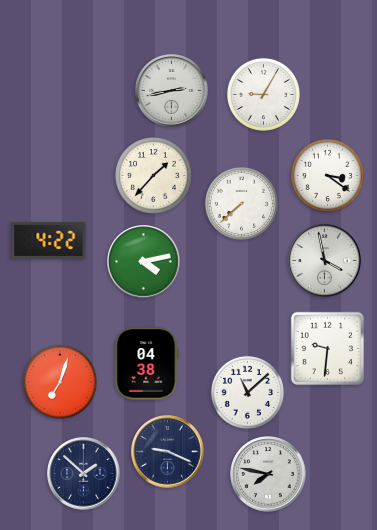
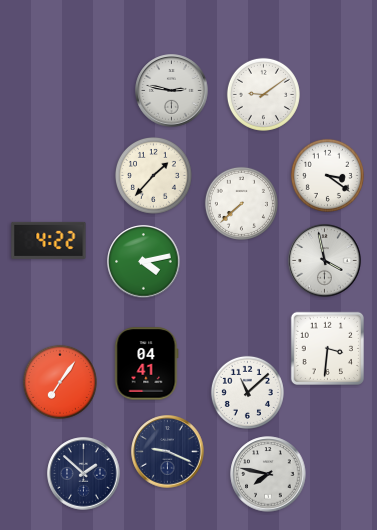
clock at (172, 91): 2:43 -> 2:47
clock at (263, 94): 9:05 -> 9:09
clock at (327, 348): 9:31 -> 3:31
clock at (147, 364): 04:38 -> 04:41
clock at (60, 382): 7:03 -> 7:06
